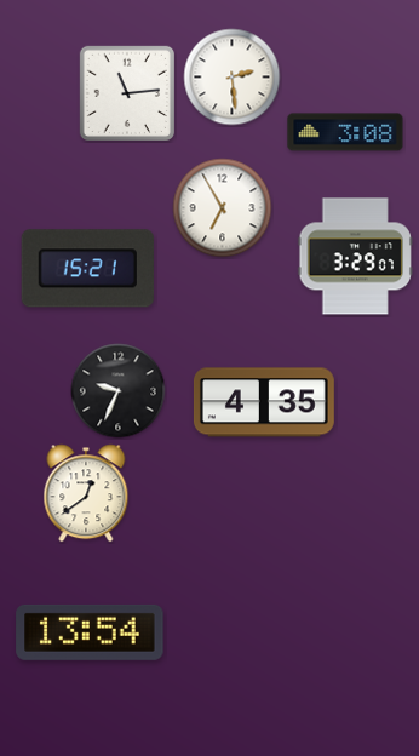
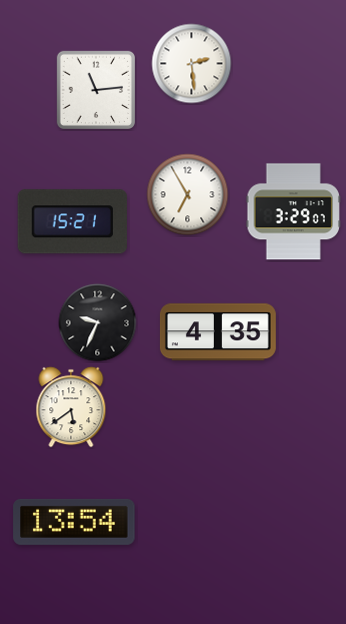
clock at (126, 92) position: (126, 92) -> (95, 89)
clock at (345, 132): 3:08 -> none
clock at (223, 208) position: (223, 208) -> (188, 195)
clock at (86, 493): 12:39 -> 5:39
